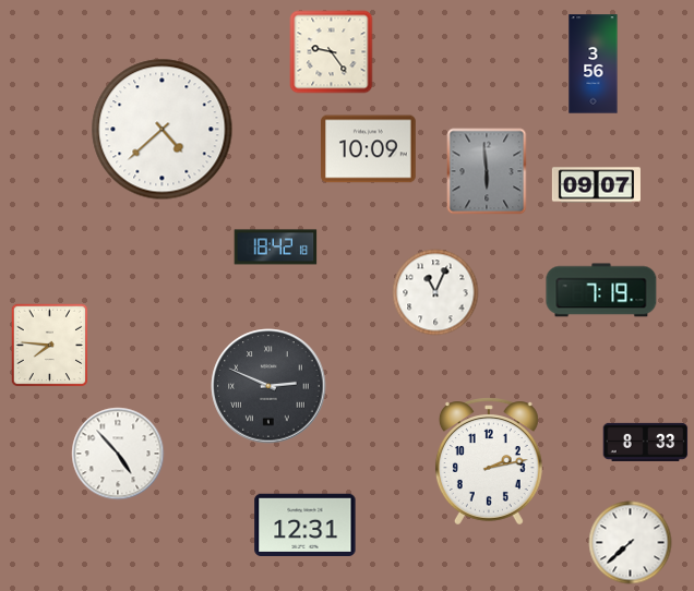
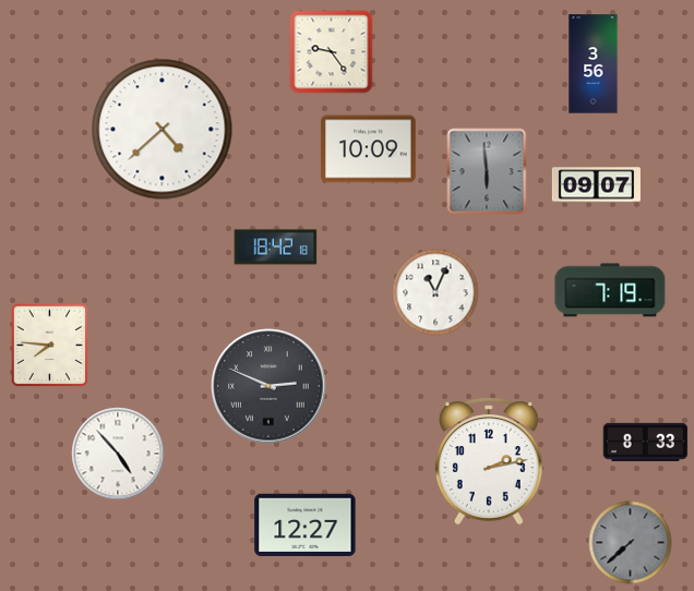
clock at (601, 290) position: (601, 290) -> (610, 290)
clock at (306, 524): 12:31 -> 12:27
clock at (631, 543) dial: white -> grey
